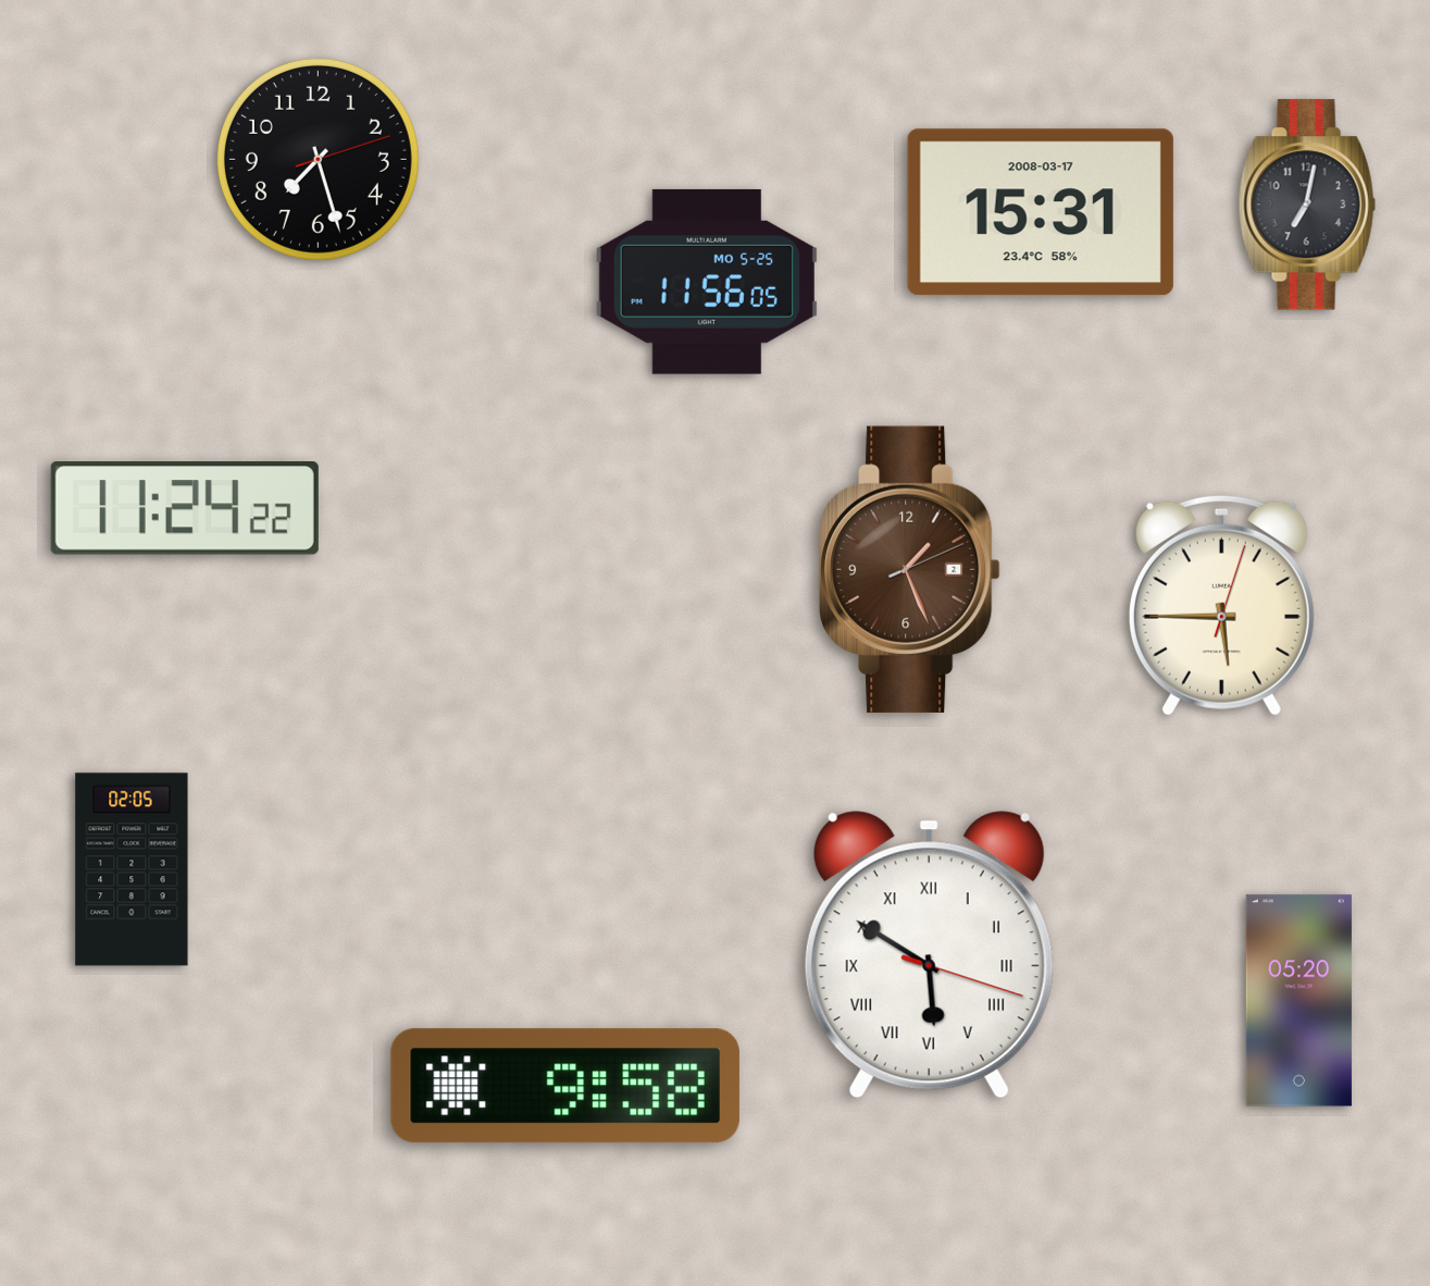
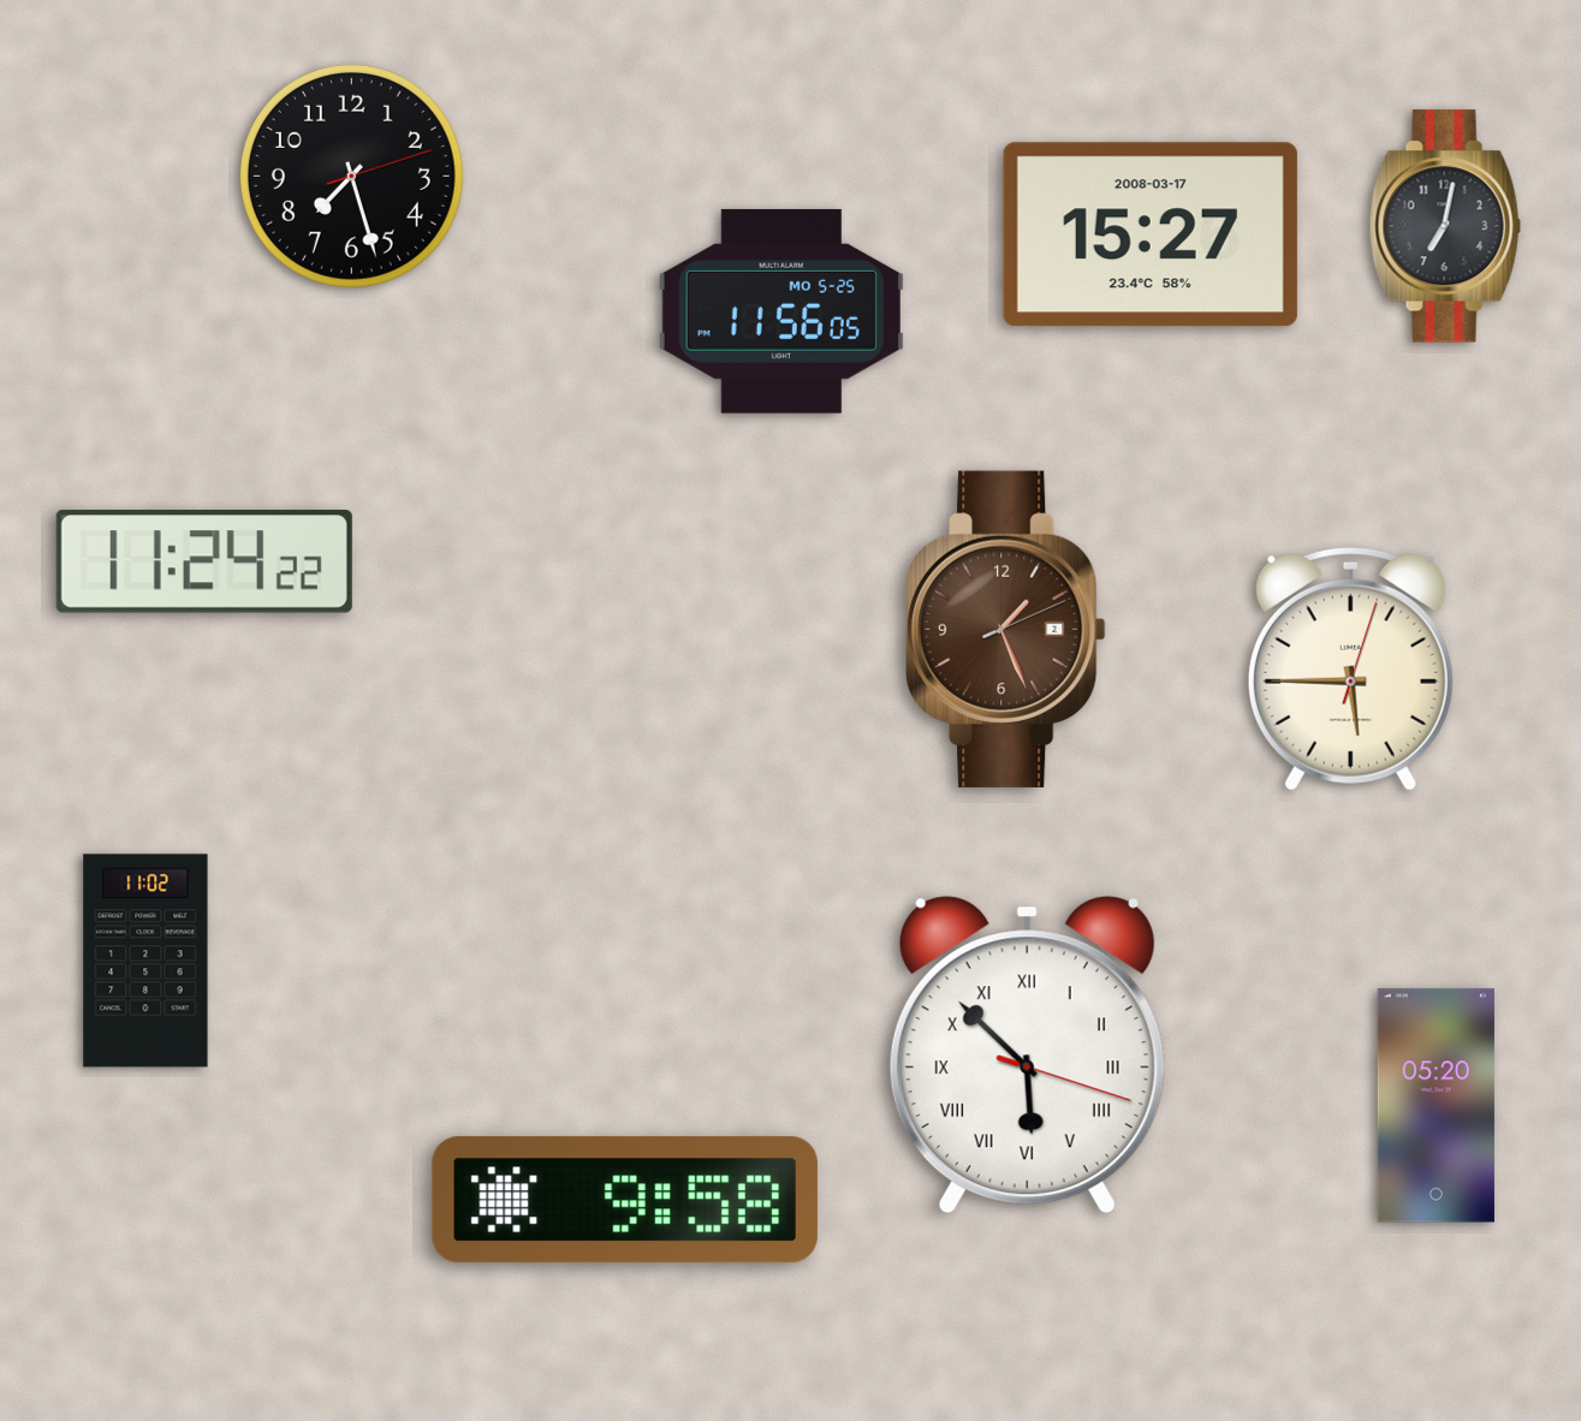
clock at (1041, 212): 15:31 -> 15:27
clock at (132, 869): 02:05 -> 11:02
clock at (929, 955): 5:50 -> 5:52
